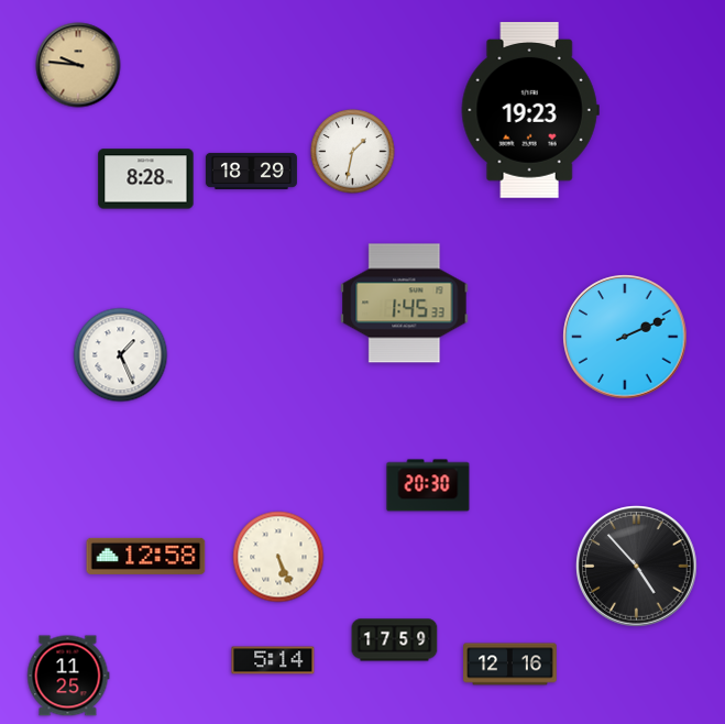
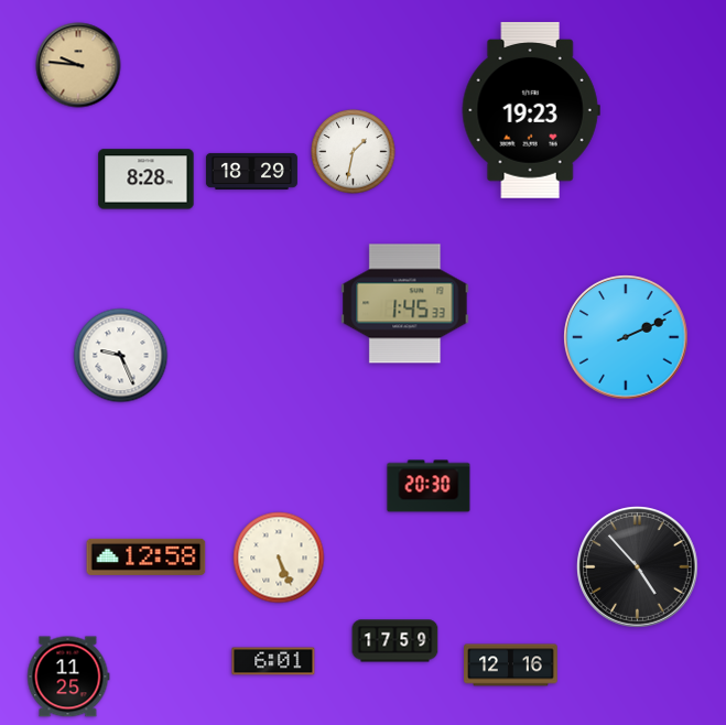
clock at (121, 355): 1:26 -> 9:26
clock at (273, 660): 5:14 -> 6:01
